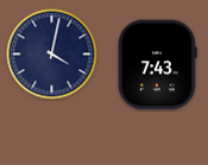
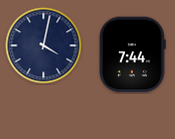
clock at (158, 65): 7:43 -> 7:44
